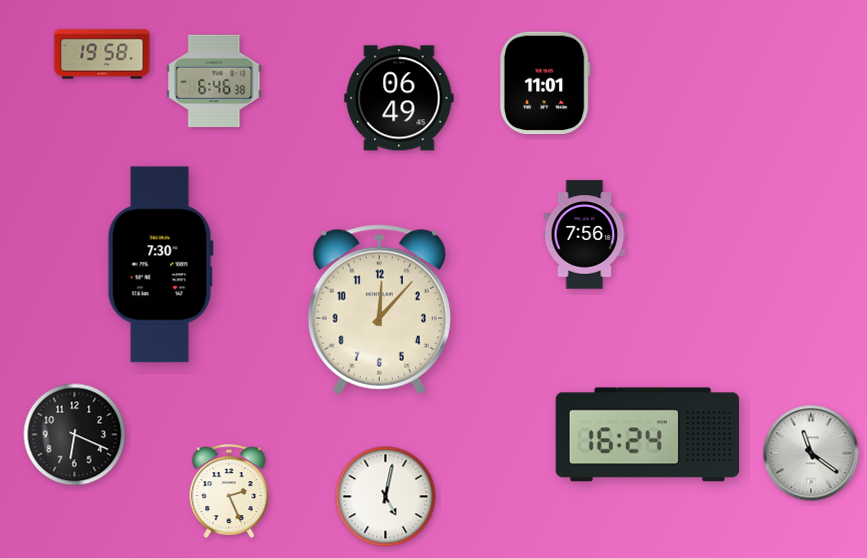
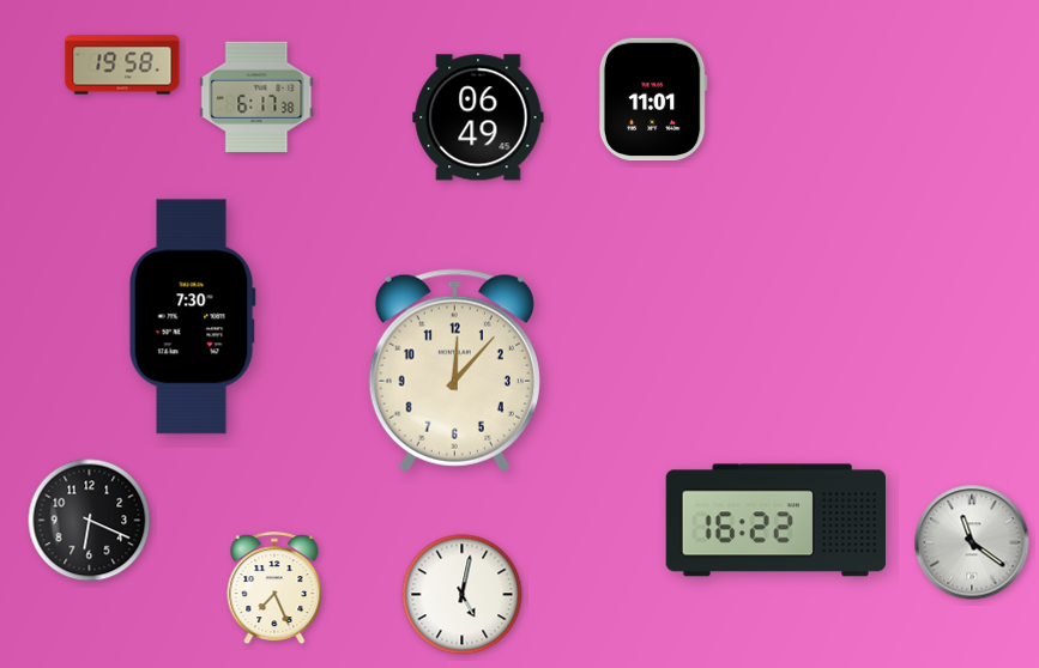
clock at (214, 81): 6:46 -> 6:17
clock at (585, 235): 7:56 -> none
clock at (647, 435): 16:24 -> 16:22
clock at (229, 492): 2:26 -> 7:26
